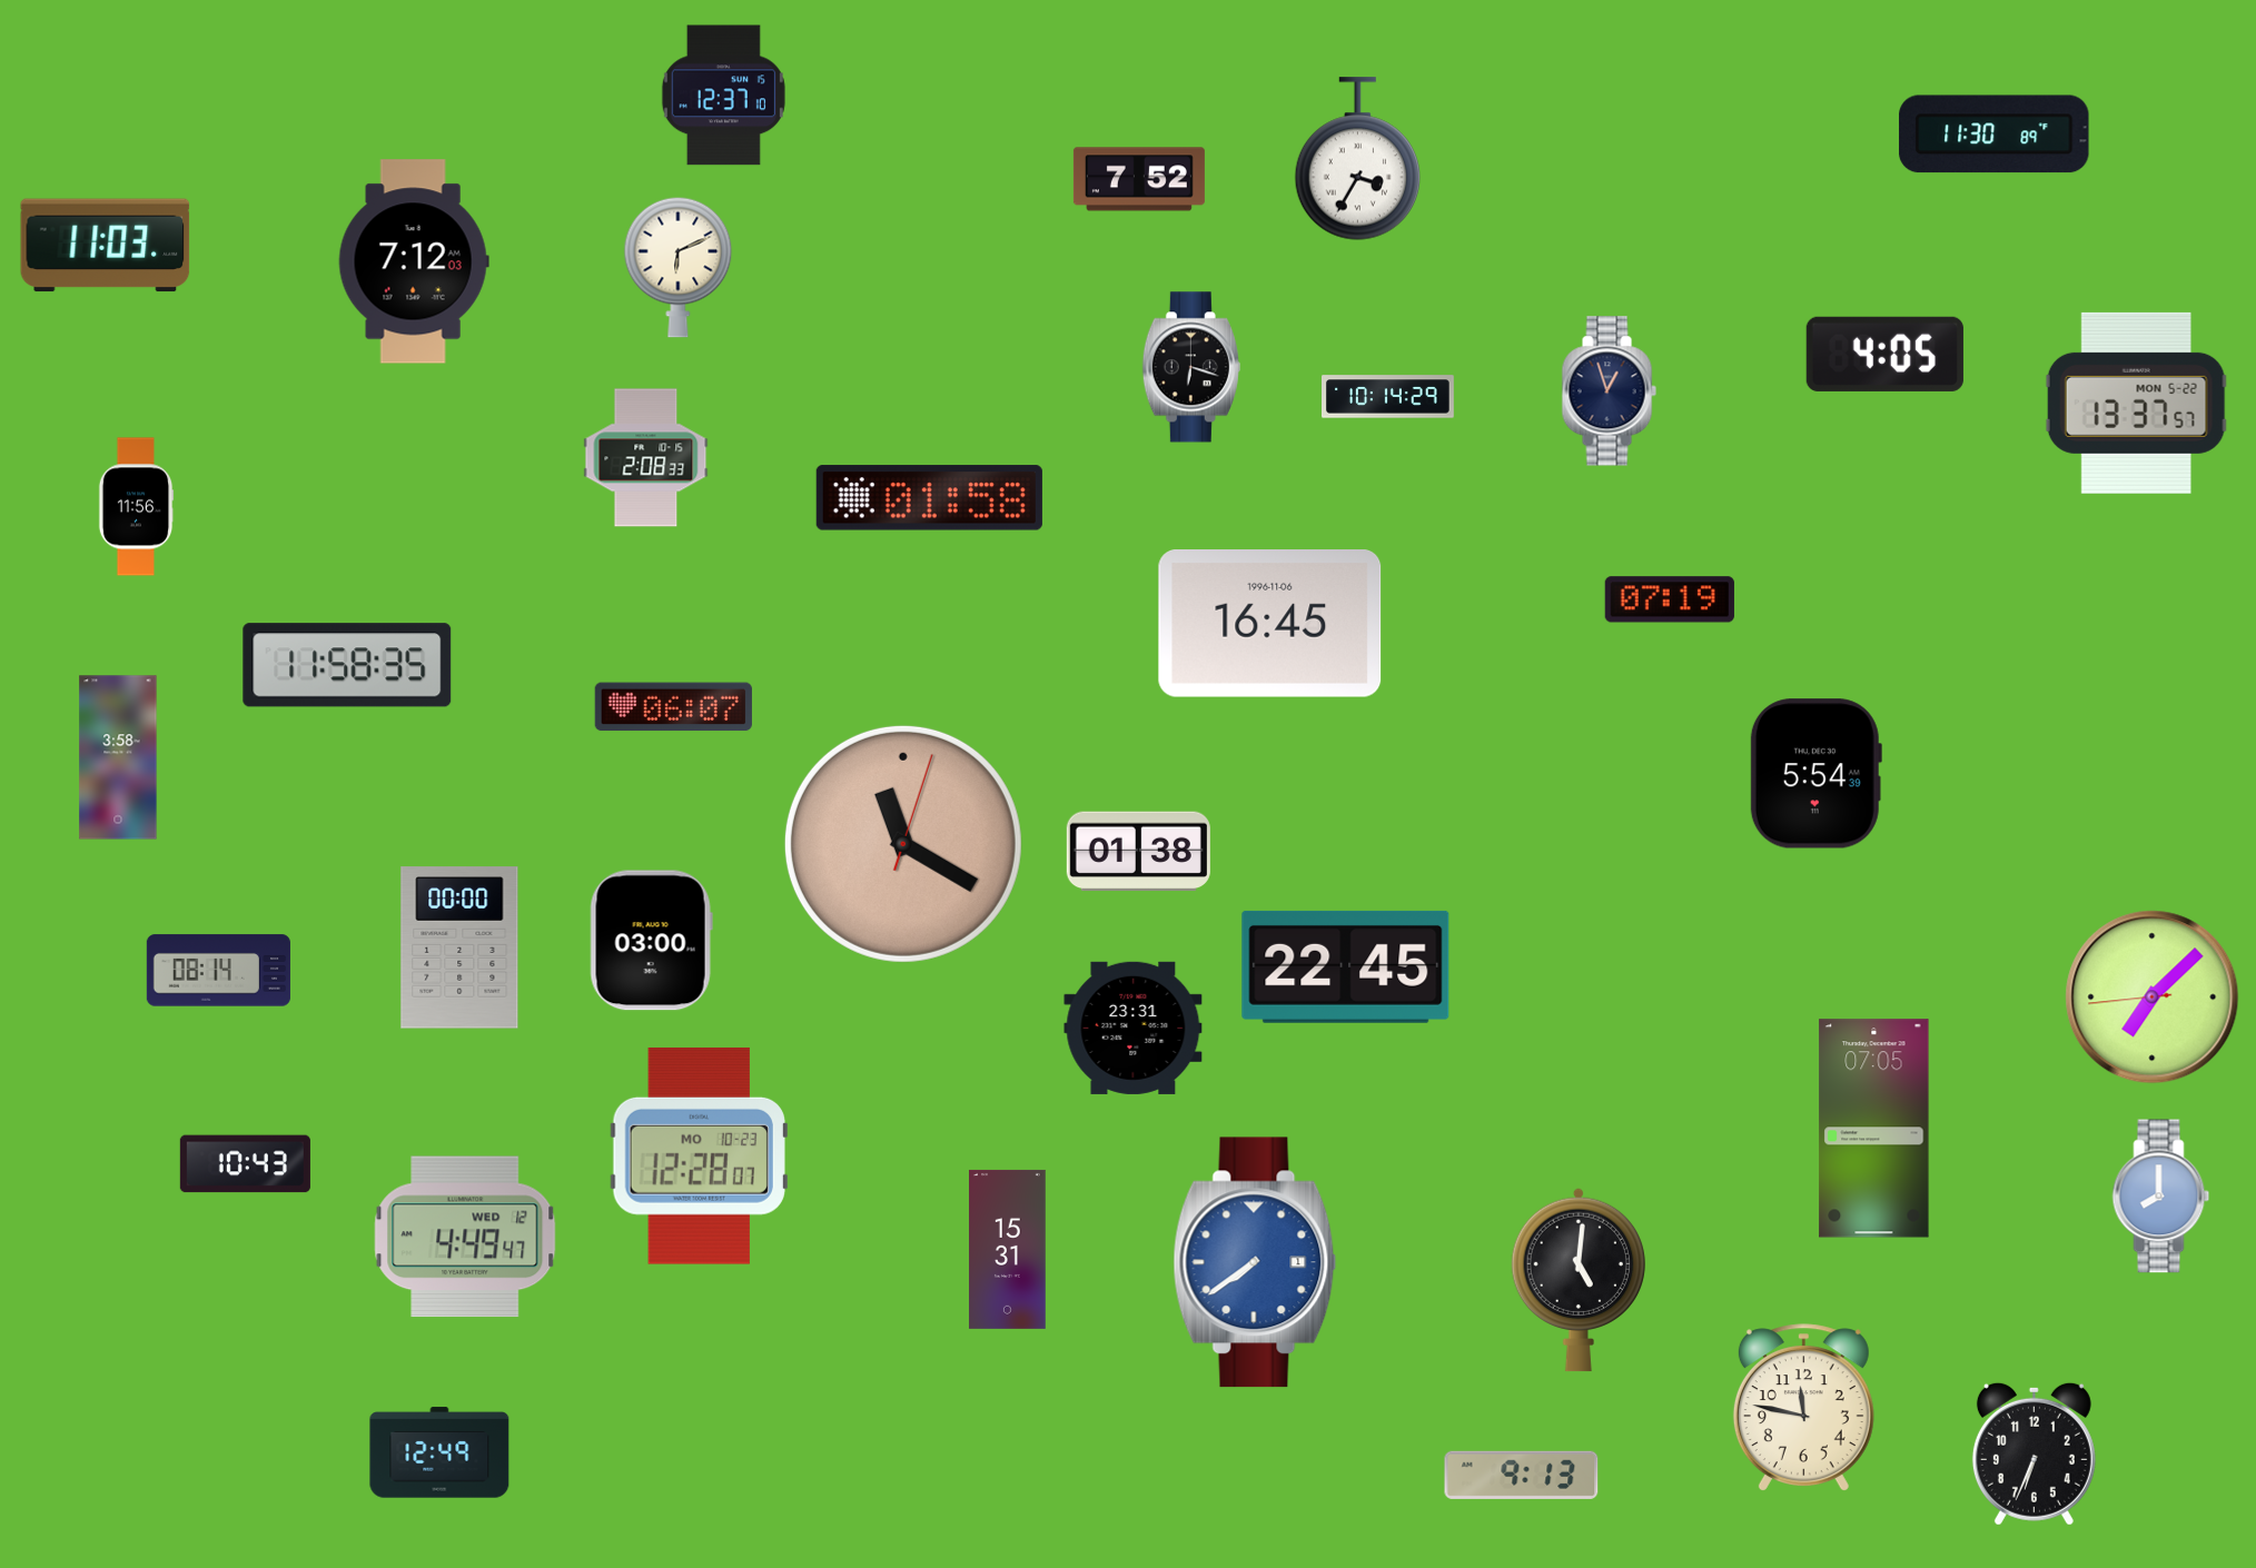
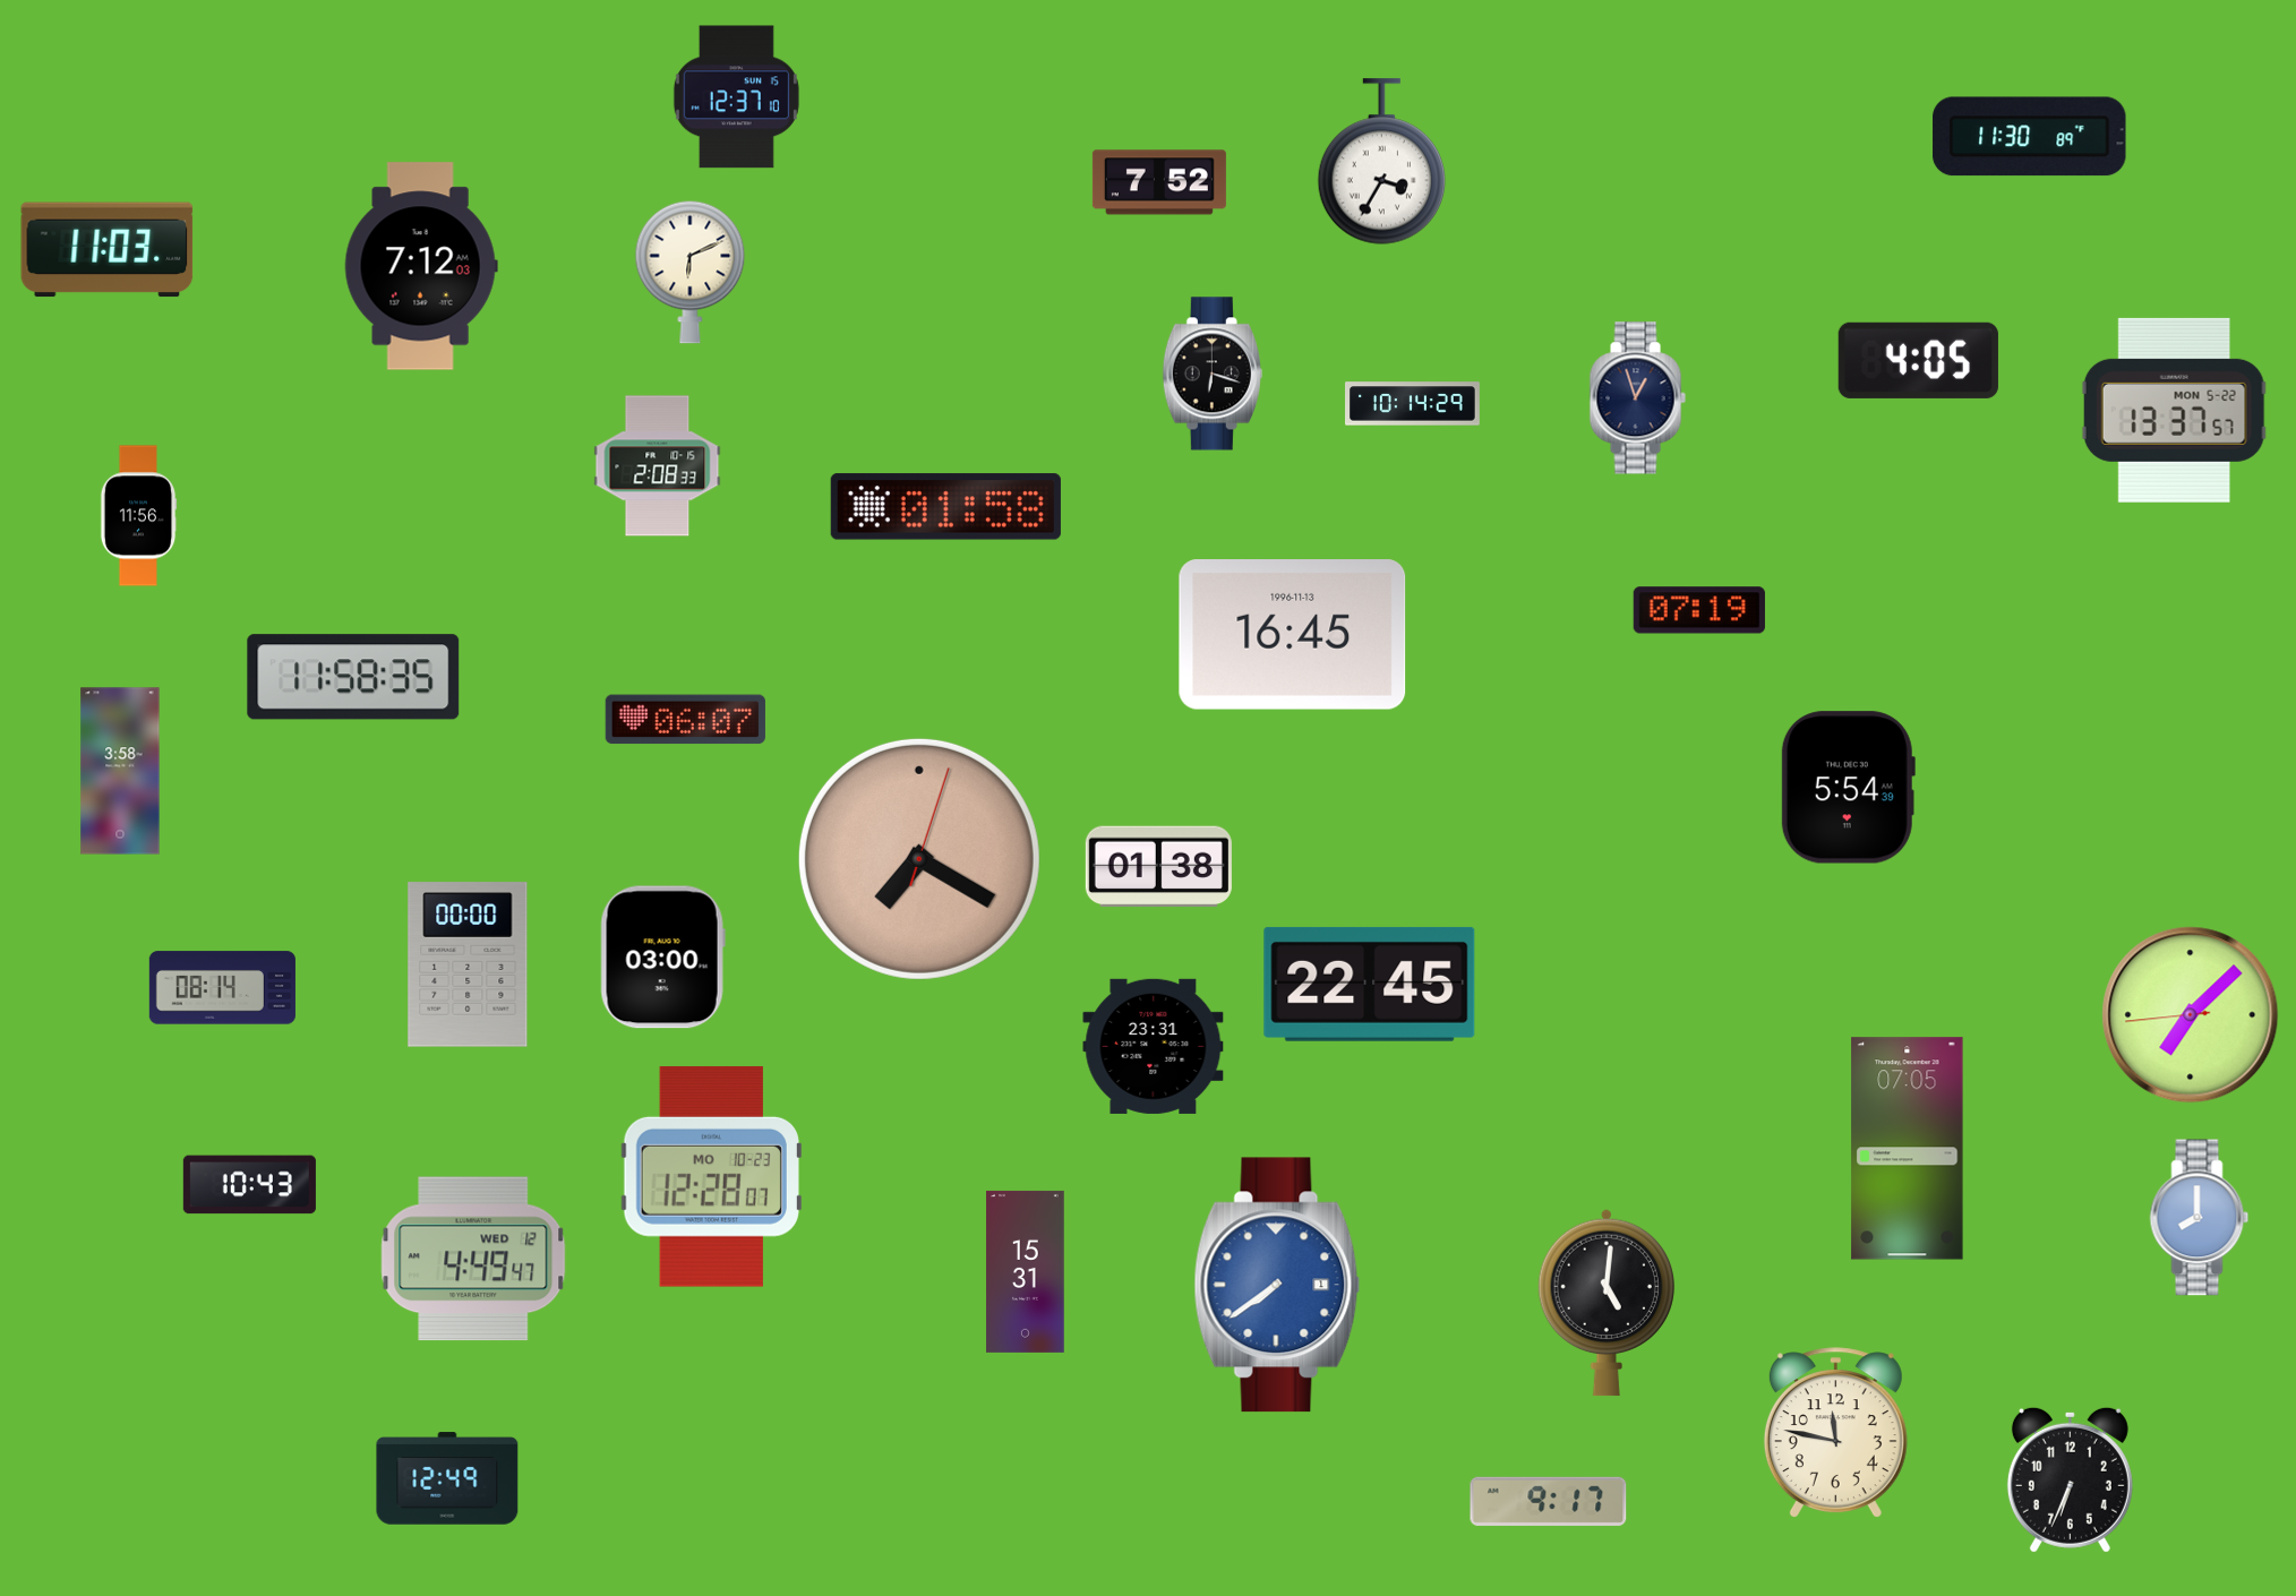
clock at (1270, 624) date: 1996-11-06 -> 1996-11-13
clock at (903, 844): 11:20 -> 7:20
clock at (1522, 1475): 9:13 -> 9:17
